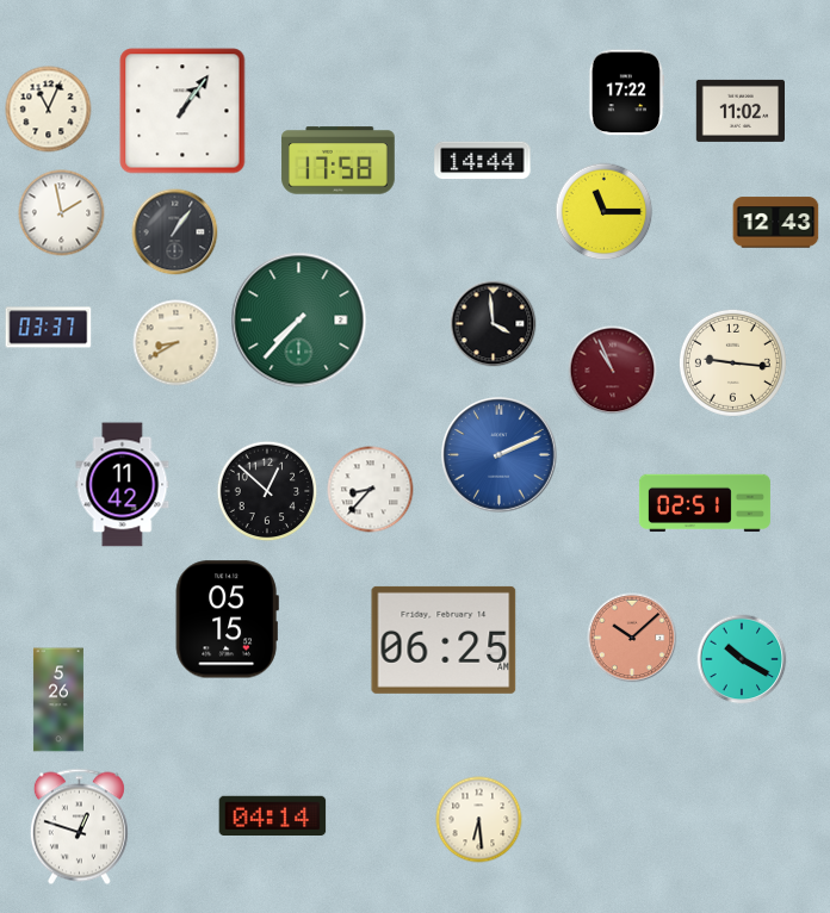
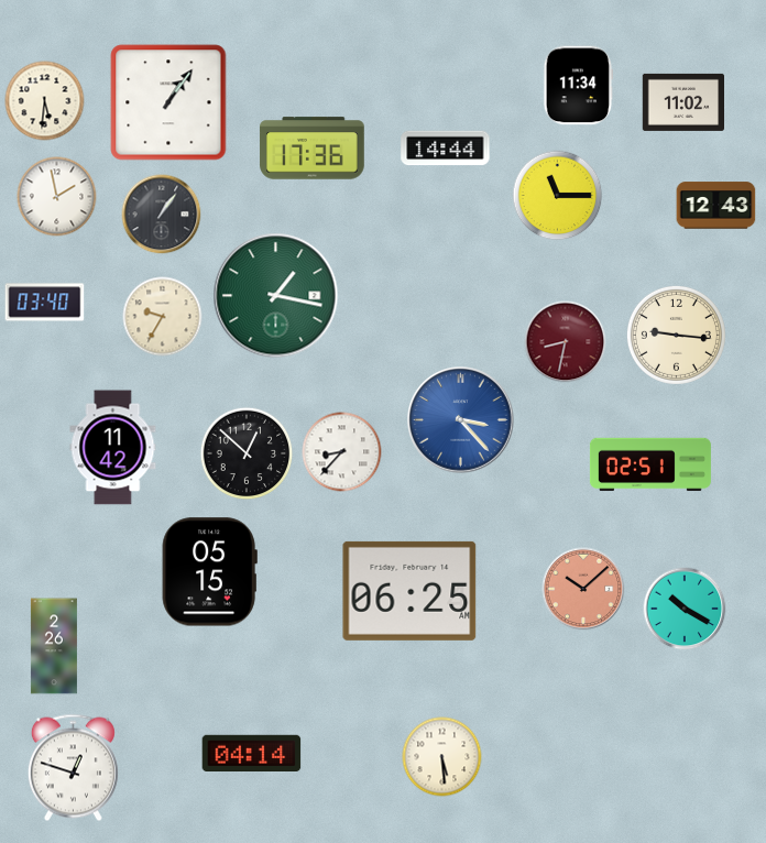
clock at (627, 93): 17:22 -> 11:34
clock at (49, 110): 11:04 -> 5:31
clock at (339, 161): 17:58 -> 17:36
clock at (299, 321): 7:37 -> 1:17
clock at (494, 324): 3:59 -> none
clock at (49, 328): 03:37 -> 03:40
clock at (176, 343): 8:40 -> 9:35
clock at (613, 371): 10:56 -> 8:32
clock at (500, 455): 2:11 -> 3:23
clock at (58, 700): 5:26 -> 2:26
clock at (479, 820): 6:29 -> 5:29
clock at (79, 827) position: (79, 827) -> (73, 768)
